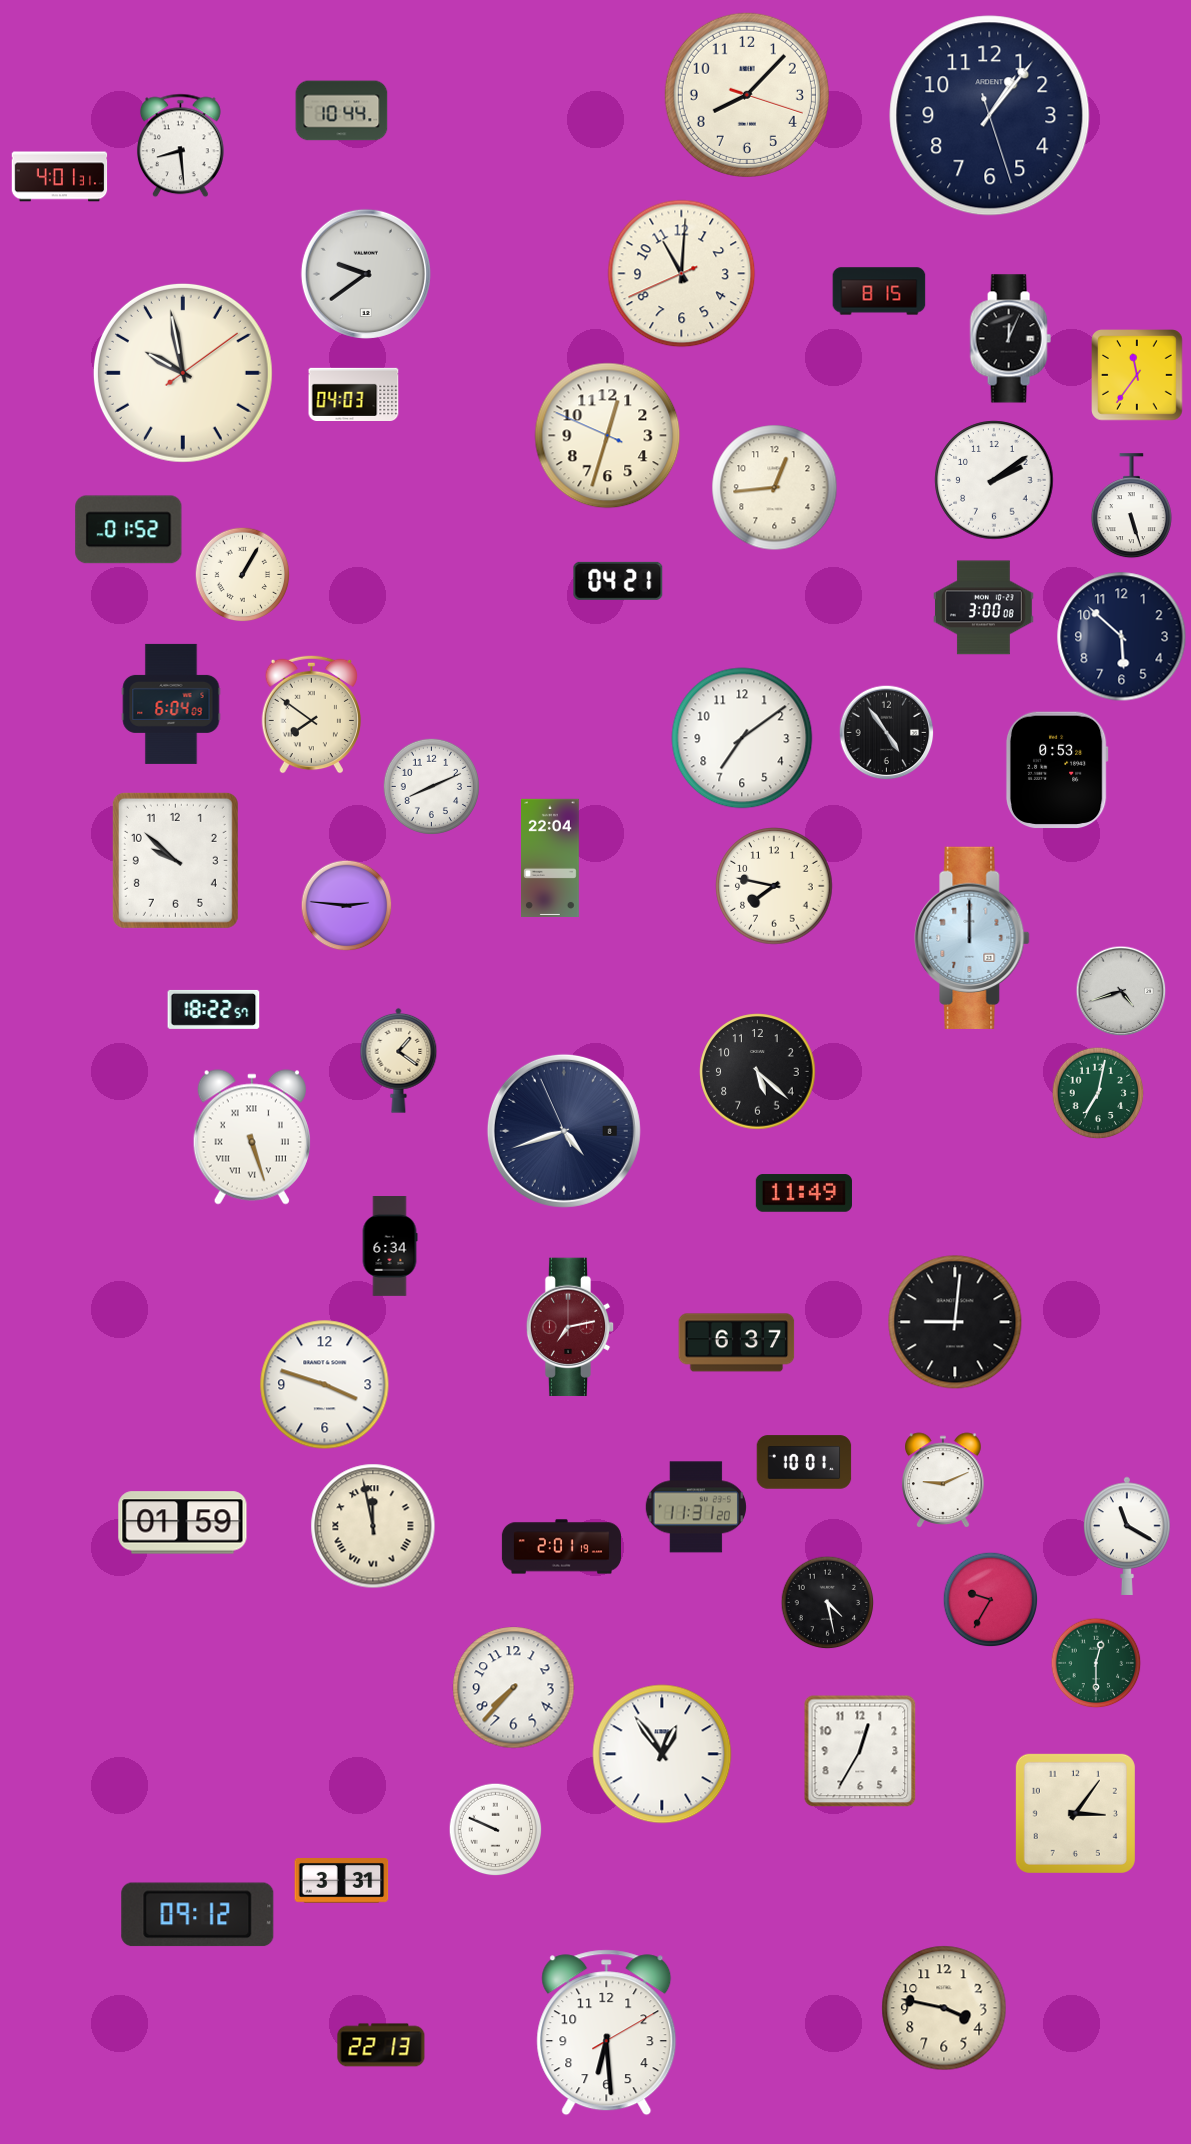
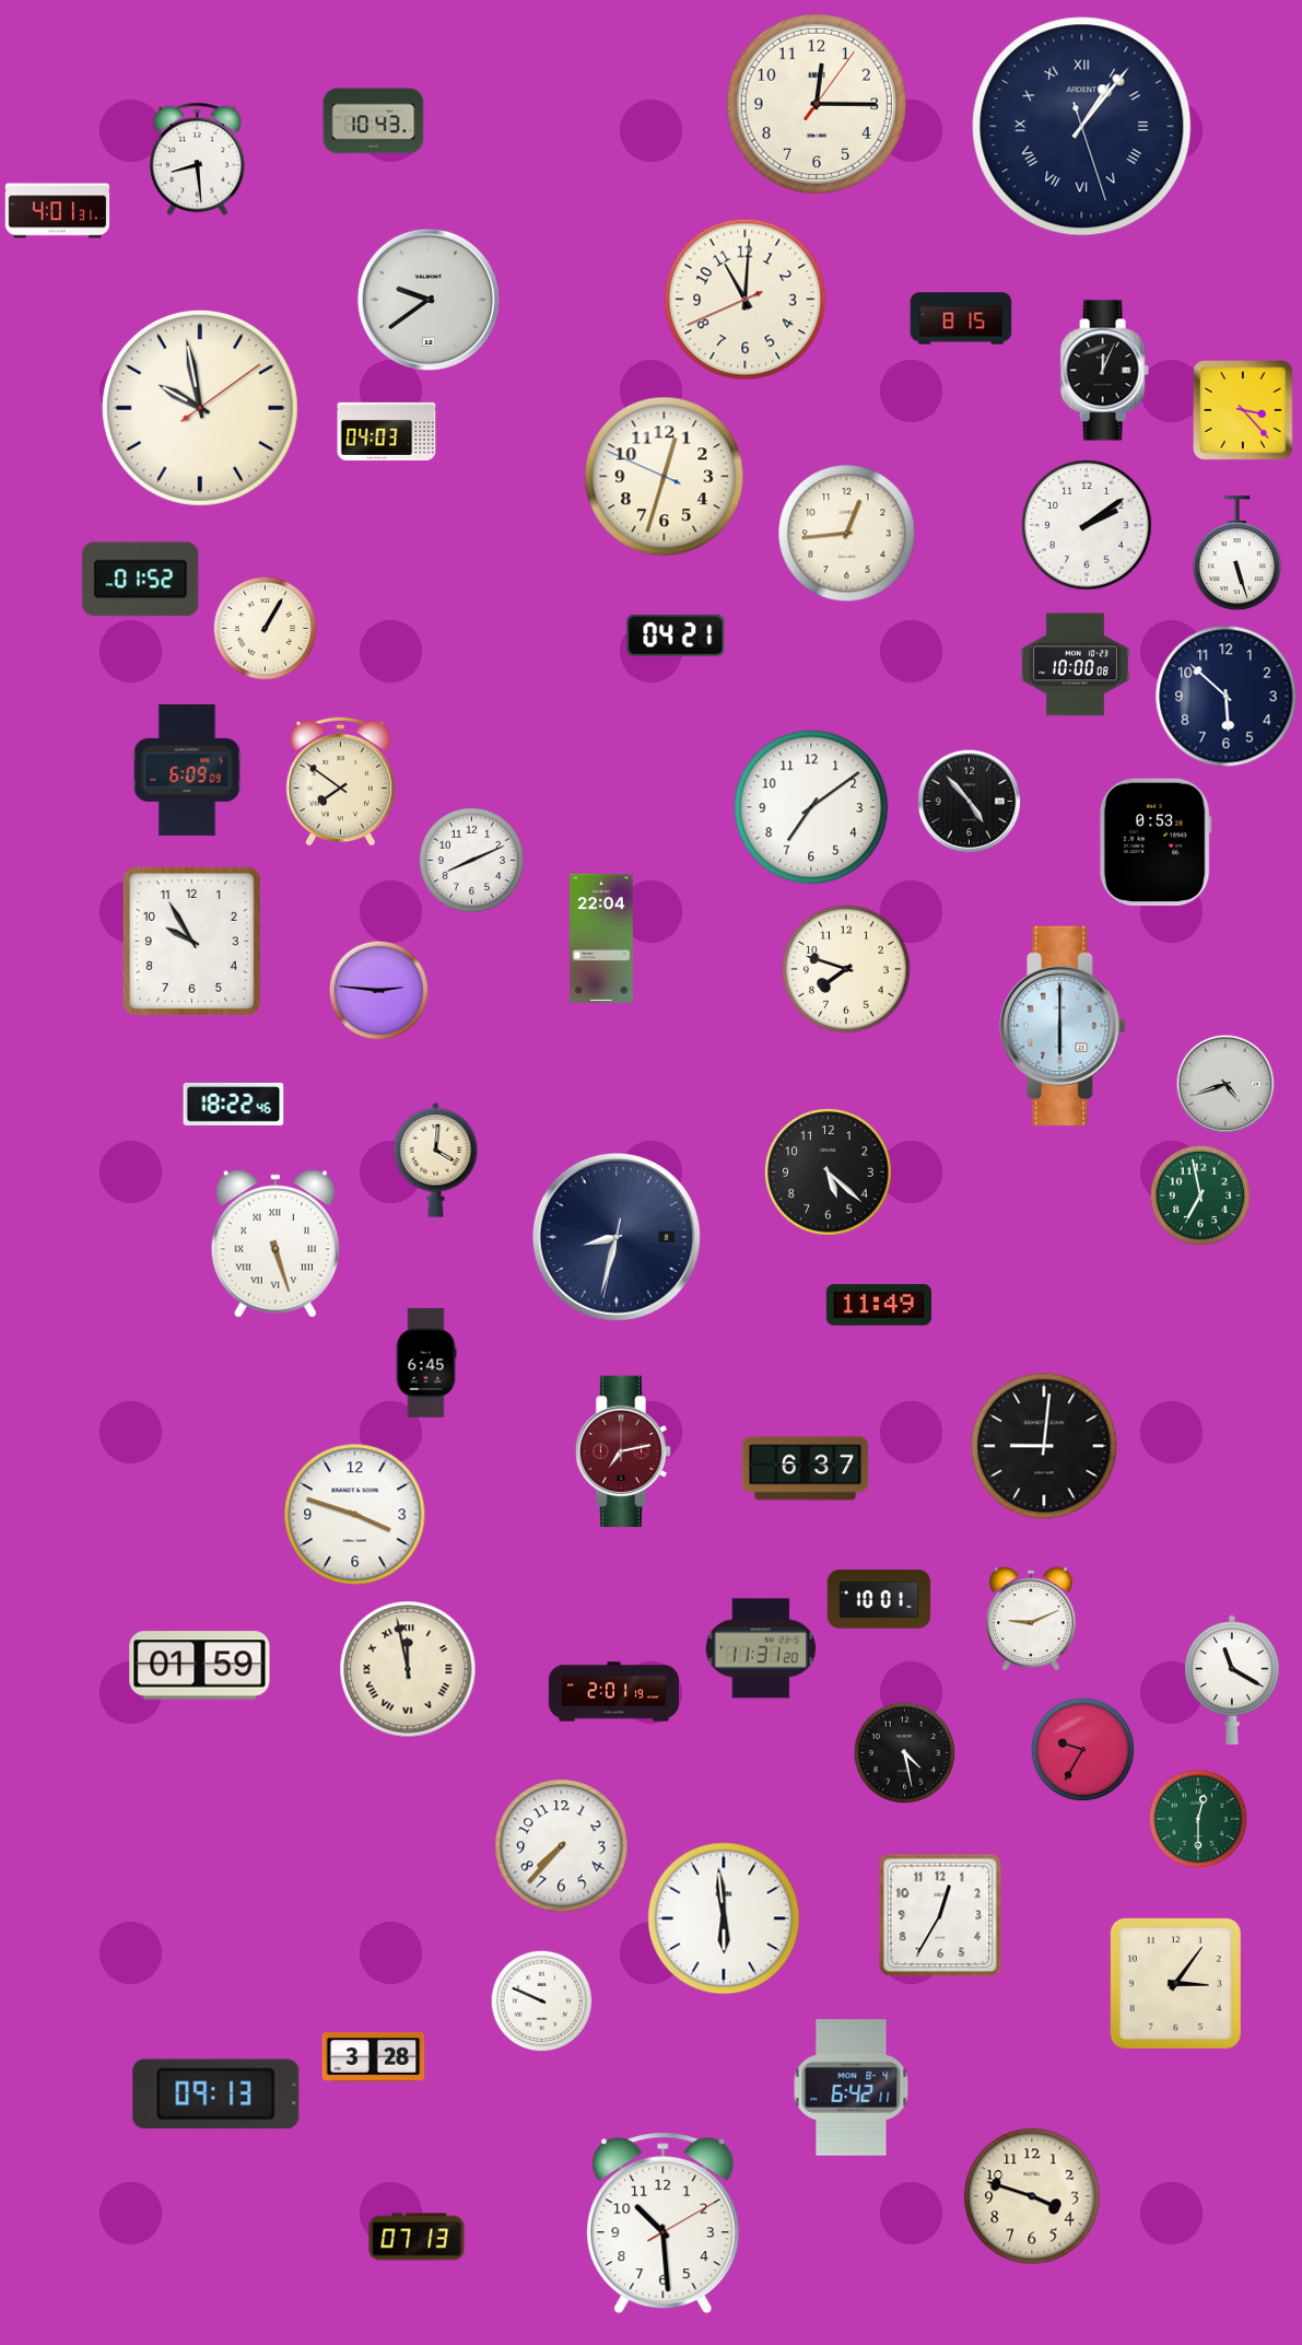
clock at (747, 95): 8:07 -> 12:15
clock at (342, 111): 10:44 -> 10:43
clock at (990, 116) numerals: Arabic -> Roman
clock at (60, 177) position: (60, 177) -> (58, 211)
clock at (366, 274) position: (366, 274) -> (429, 300)
clock at (1138, 376): 11:36 -> 3:23
clock at (984, 608): 3:00 -> 10:00
clock at (171, 704): 6:04 -> 6:09
clock at (887, 733): 4:54 -> 4:53
clock at (175, 860): 9:52 -> 9:55
clock at (774, 886): 7:47 -> 7:48
clock at (972, 938): 12:00 -> 6:00
clock at (214, 1009): 18:22:57 -> 18:22:46
clock at (399, 1060): 1:21 -> 4:01
clock at (1098, 1093): 7:02 -> 6:58
clock at (564, 1131): 4:41 -> 8:32
clock at (390, 1247): 6:34 -> 6:45
clock at (662, 1754): 12:54 -> 5:59
clock at (342, 1881): 3:31 -> 3:28
clock at (852, 2088): none -> 6:42
clock at (198, 1915): 09:12 -> 09:13
clock at (944, 2008): 3:47 -> 3:48
clock at (607, 2033): 6:29 -> 10:29
clock at (381, 2045): 22:13 -> 07:13
